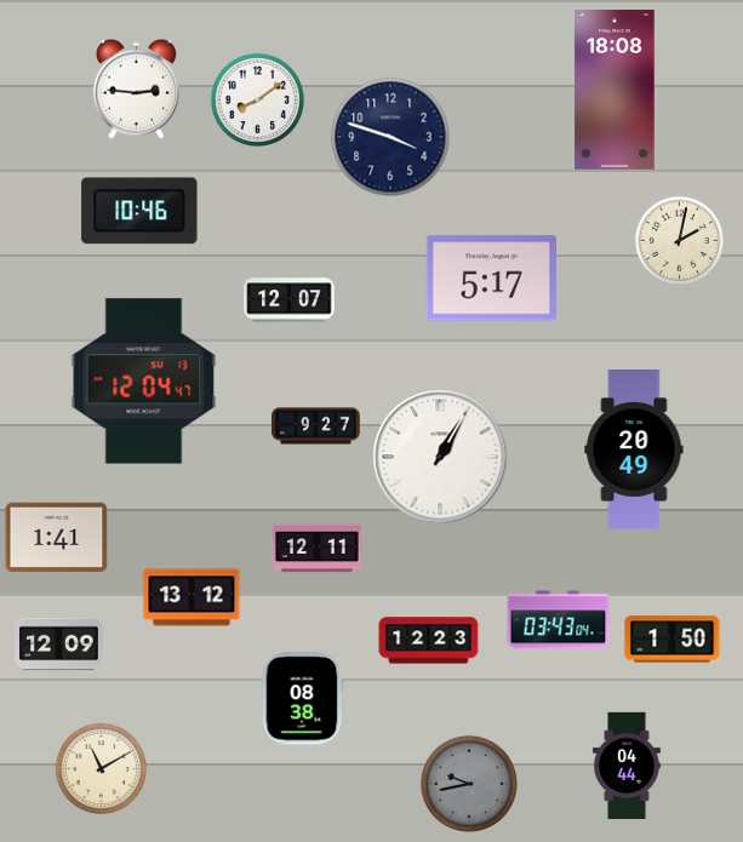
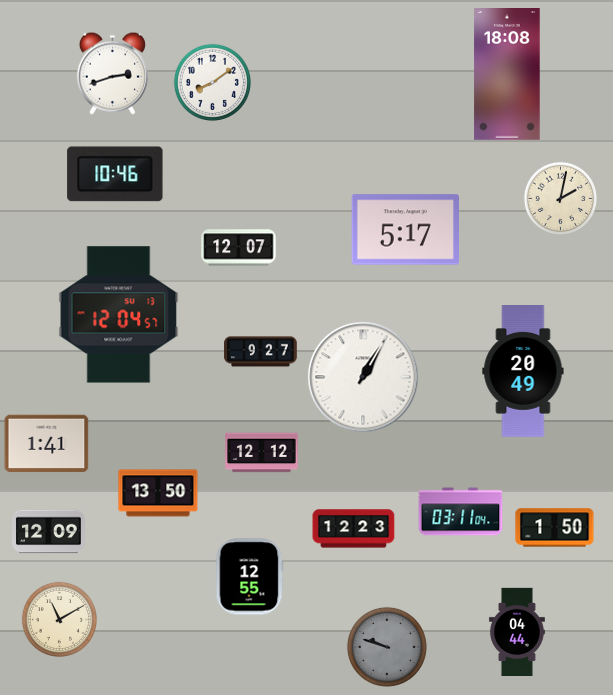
clock at (136, 88): 2:46 -> 2:42
clock at (390, 137): 3:48 -> none
clock at (144, 382): 12:04:47 -> 12:04:57
clock at (318, 549): 12:11 -> 12:12
clock at (192, 597): 13:12 -> 13:50
clock at (559, 620): 03:43 -> 03:11
clock at (302, 699): 08:38 -> 12:55
clock at (101, 768) position: (101, 768) -> (59, 619)
clock at (469, 784): 9:43 -> 9:48
